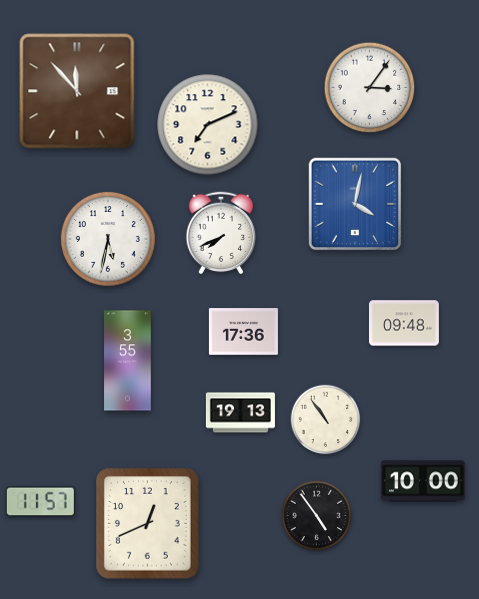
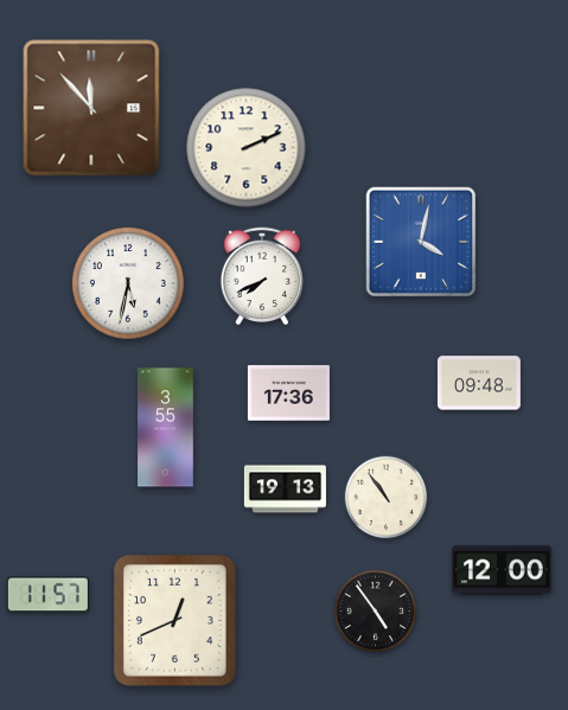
clock at (370, 88): 3:06 -> none
clock at (208, 125): 7:11 -> 2:11
clock at (128, 361) position: (128, 361) -> (166, 428)
clock at (423, 481): 10:00 -> 12:00
